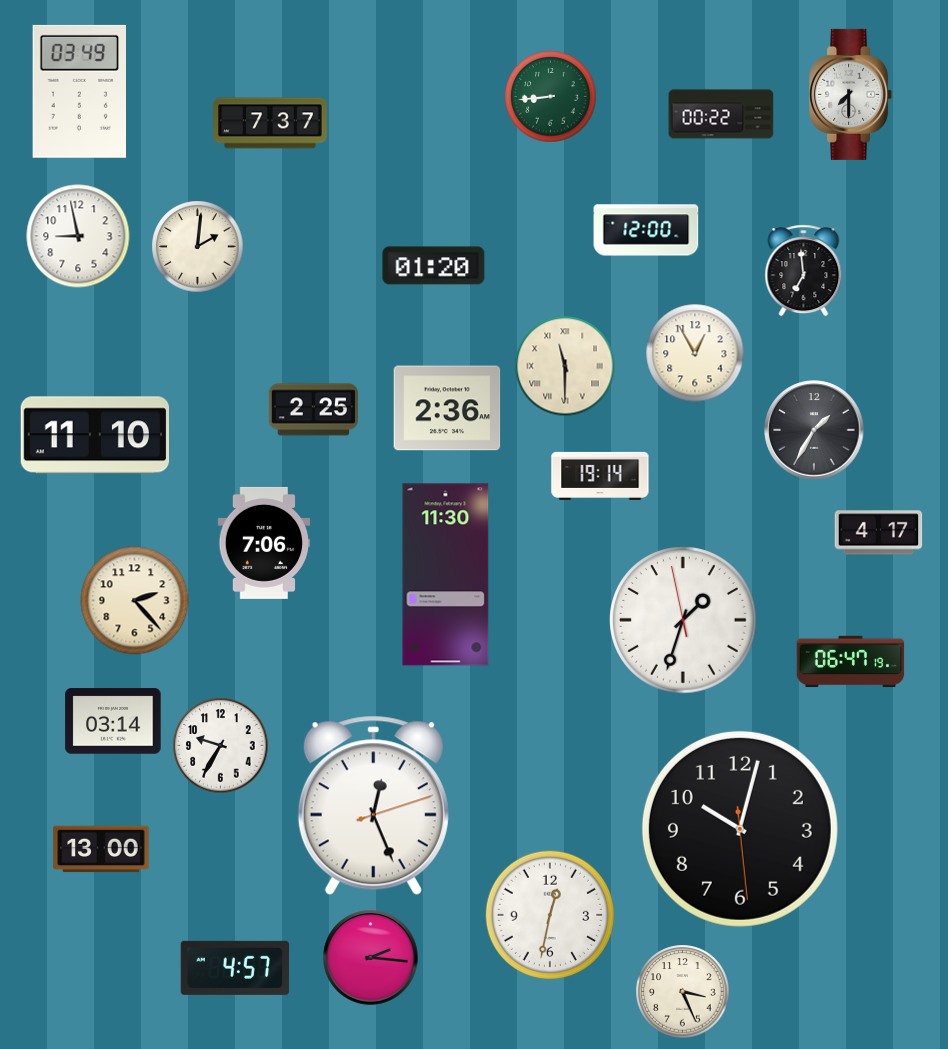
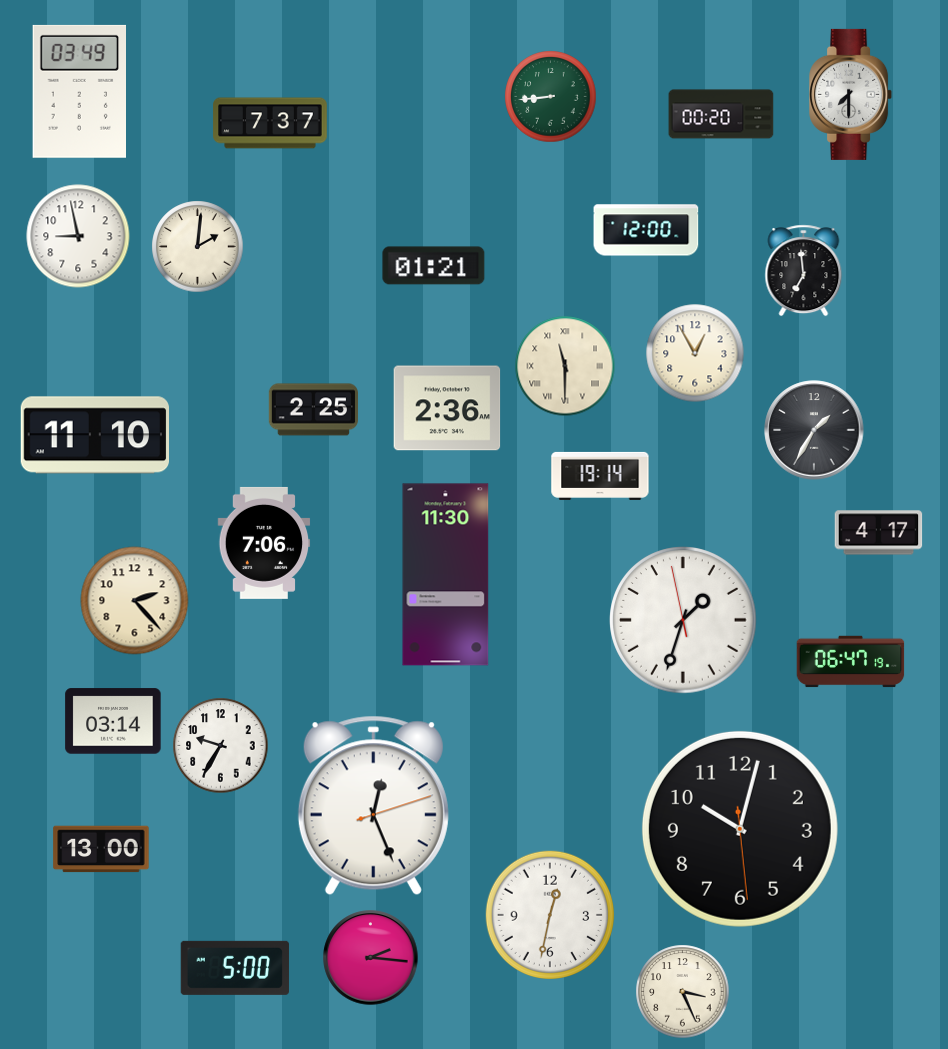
clock at (721, 114): 00:22 -> 00:20
clock at (434, 266): 01:20 -> 01:21
clock at (235, 968): 4:57 -> 5:00
